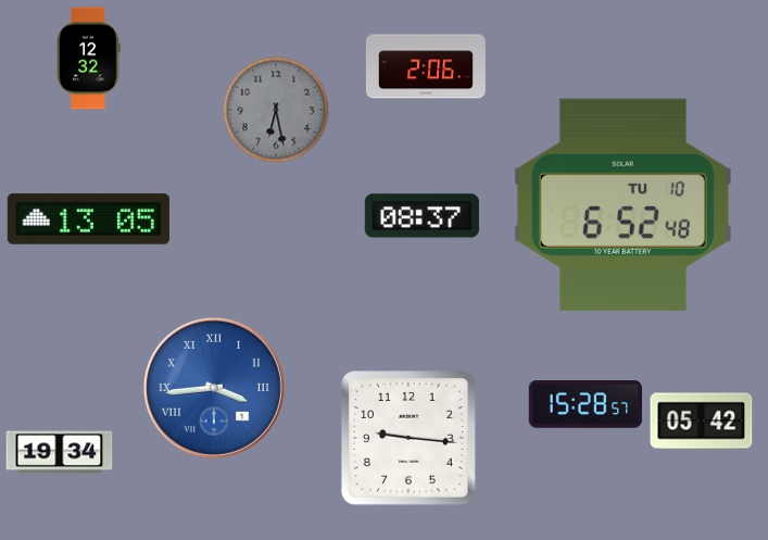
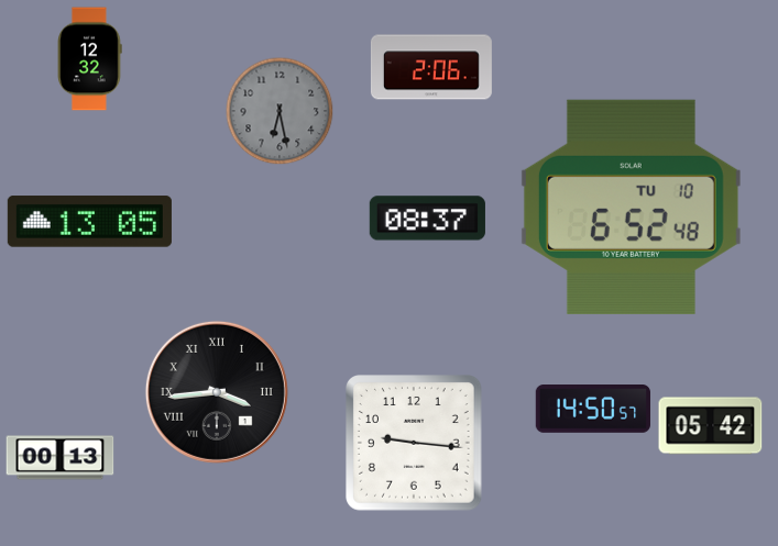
clock at (214, 388) dial: blue -> black
clock at (586, 405): 15:28 -> 14:50
clock at (60, 453): 19:34 -> 00:13
